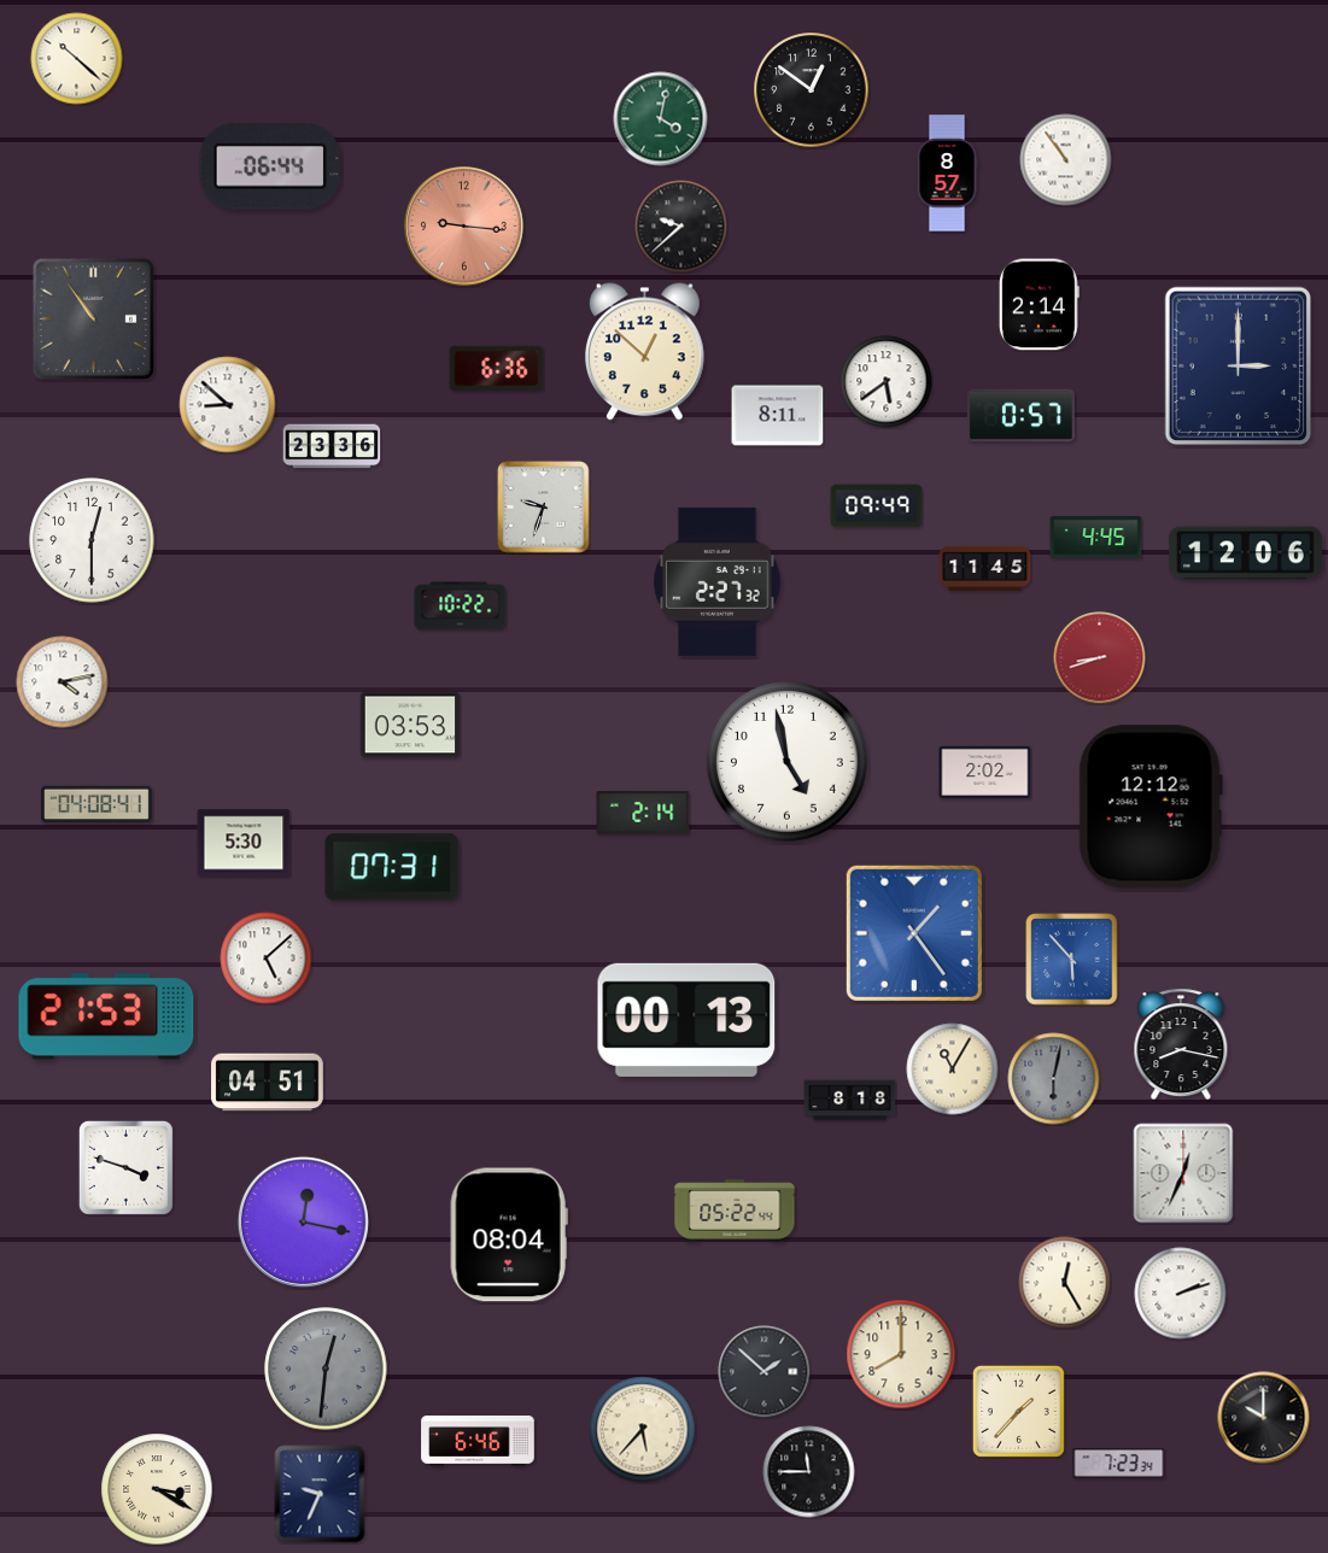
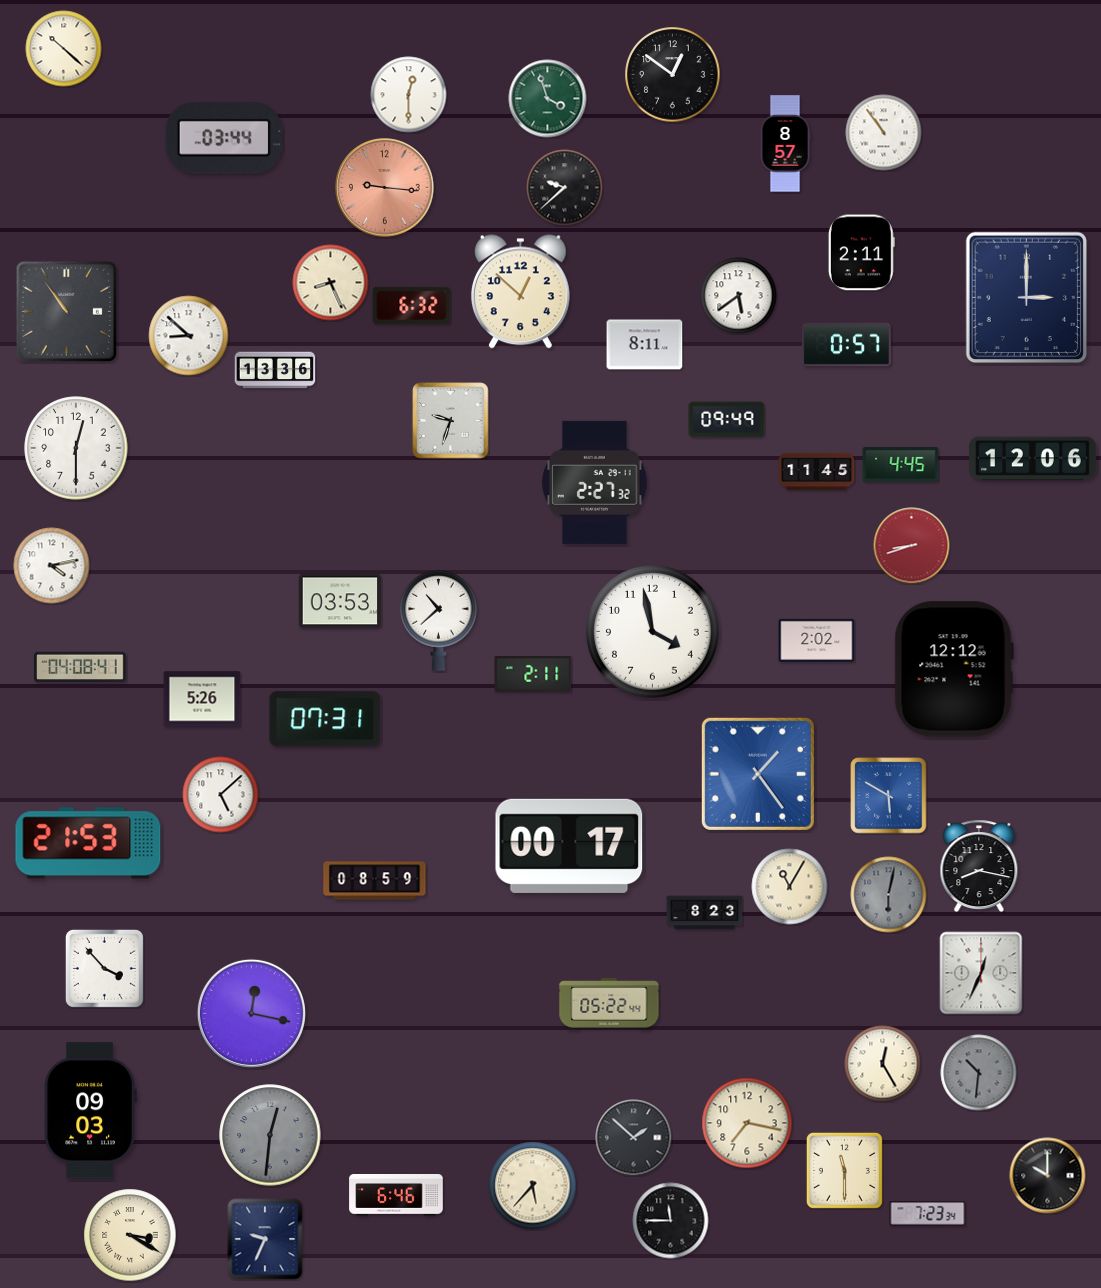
clock at (409, 95): none -> 12:30
clock at (661, 119): 4:02 -> 3:57
clock at (269, 166): 06:44 -> 03:44
clock at (1039, 305): 2:14 -> 2:11
clock at (93, 318) position: (93, 318) -> (66, 311)
clock at (331, 283): none -> 8:26
clock at (644, 352) position: (644, 352) -> (520, 292)
clock at (1239, 367) position: (1239, 367) -> (1027, 298)
clock at (497, 368): 6:36 -> 6:32
clock at (887, 382) position: (887, 382) -> (739, 296)
clock at (332, 446): 23:36 -> 13:36
clock at (1096, 537) position: (1096, 537) -> (901, 464)
clock at (461, 606): 10:22 -> none
clock at (439, 620): none -> 10:38
clock at (788, 762): 4:58 -> 3:58
clock at (643, 813): 2:14 -> 2:11
clock at (244, 843): 5:30 -> 5:26
clock at (1072, 960): 5:53 -> 5:50
clock at (686, 1020): 00:13 -> 00:17
clock at (375, 881): none -> 08:59
clock at (1054, 1079) position: (1054, 1079) -> (889, 895)
clock at (268, 1083): 04:51 -> none
clock at (850, 1101): 8:18 -> 8:23
clock at (125, 1167): 3:48 -> 3:53
clock at (509, 1235): 08:04 -> none
clock at (1181, 1294): 2:12 -> 10:31
clock at (1181, 1294) dial: white -> grey
clock at (90, 1111): none -> 09:03
clock at (901, 1354): 8:00 -> 7:17
clock at (1018, 1411): 1:37 -> 11:30
